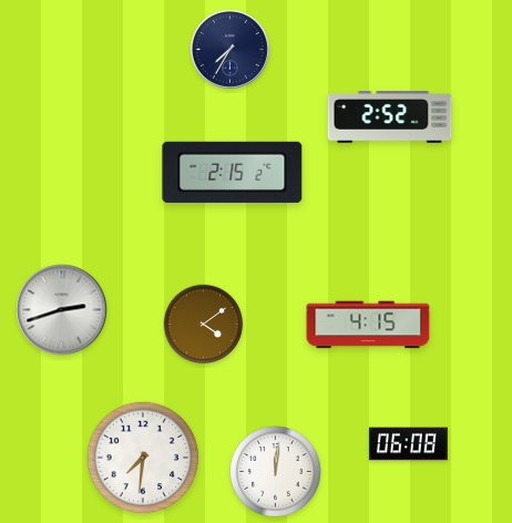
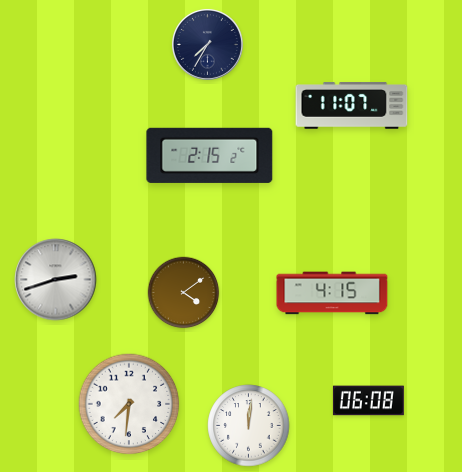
clock at (390, 117): 2:52 -> 11:07
clock at (143, 458) position: (143, 458) -> (129, 404)
